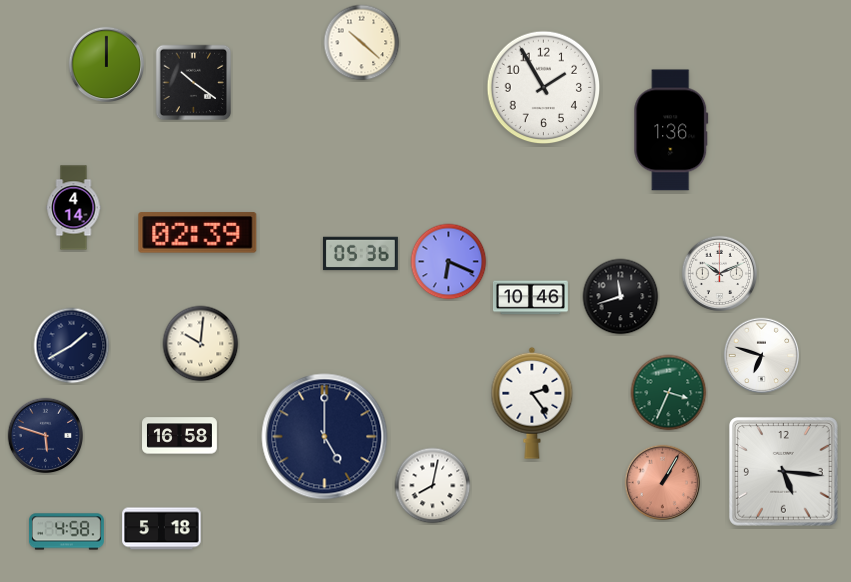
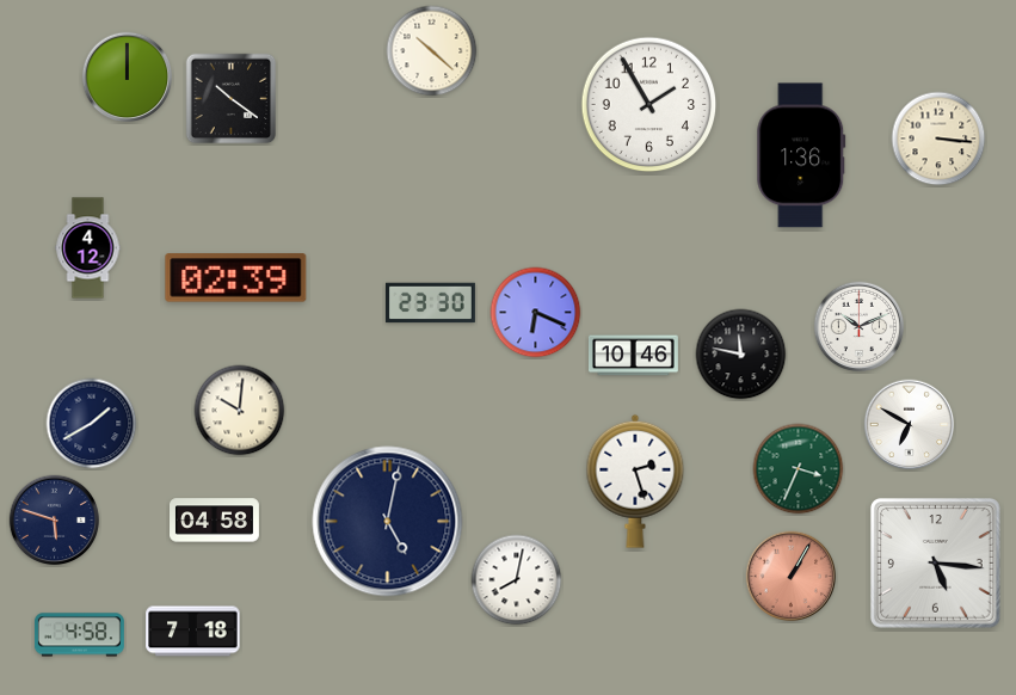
clock at (938, 139): none -> 3:16
clock at (74, 208): 4:14 -> 4:12
clock at (360, 254): 05:36 -> 23:30
clock at (621, 297): 11:42 -> 11:47
clock at (72, 346) position: (72, 346) -> (92, 424)
clock at (762, 356): 6:48 -> 6:50
clock at (532, 403): 2:24 -> 2:27
clock at (180, 436): 16:58 -> 04:58
clock at (325, 437): 5:00 -> 5:02
clock at (162, 529): 5:18 -> 7:18
